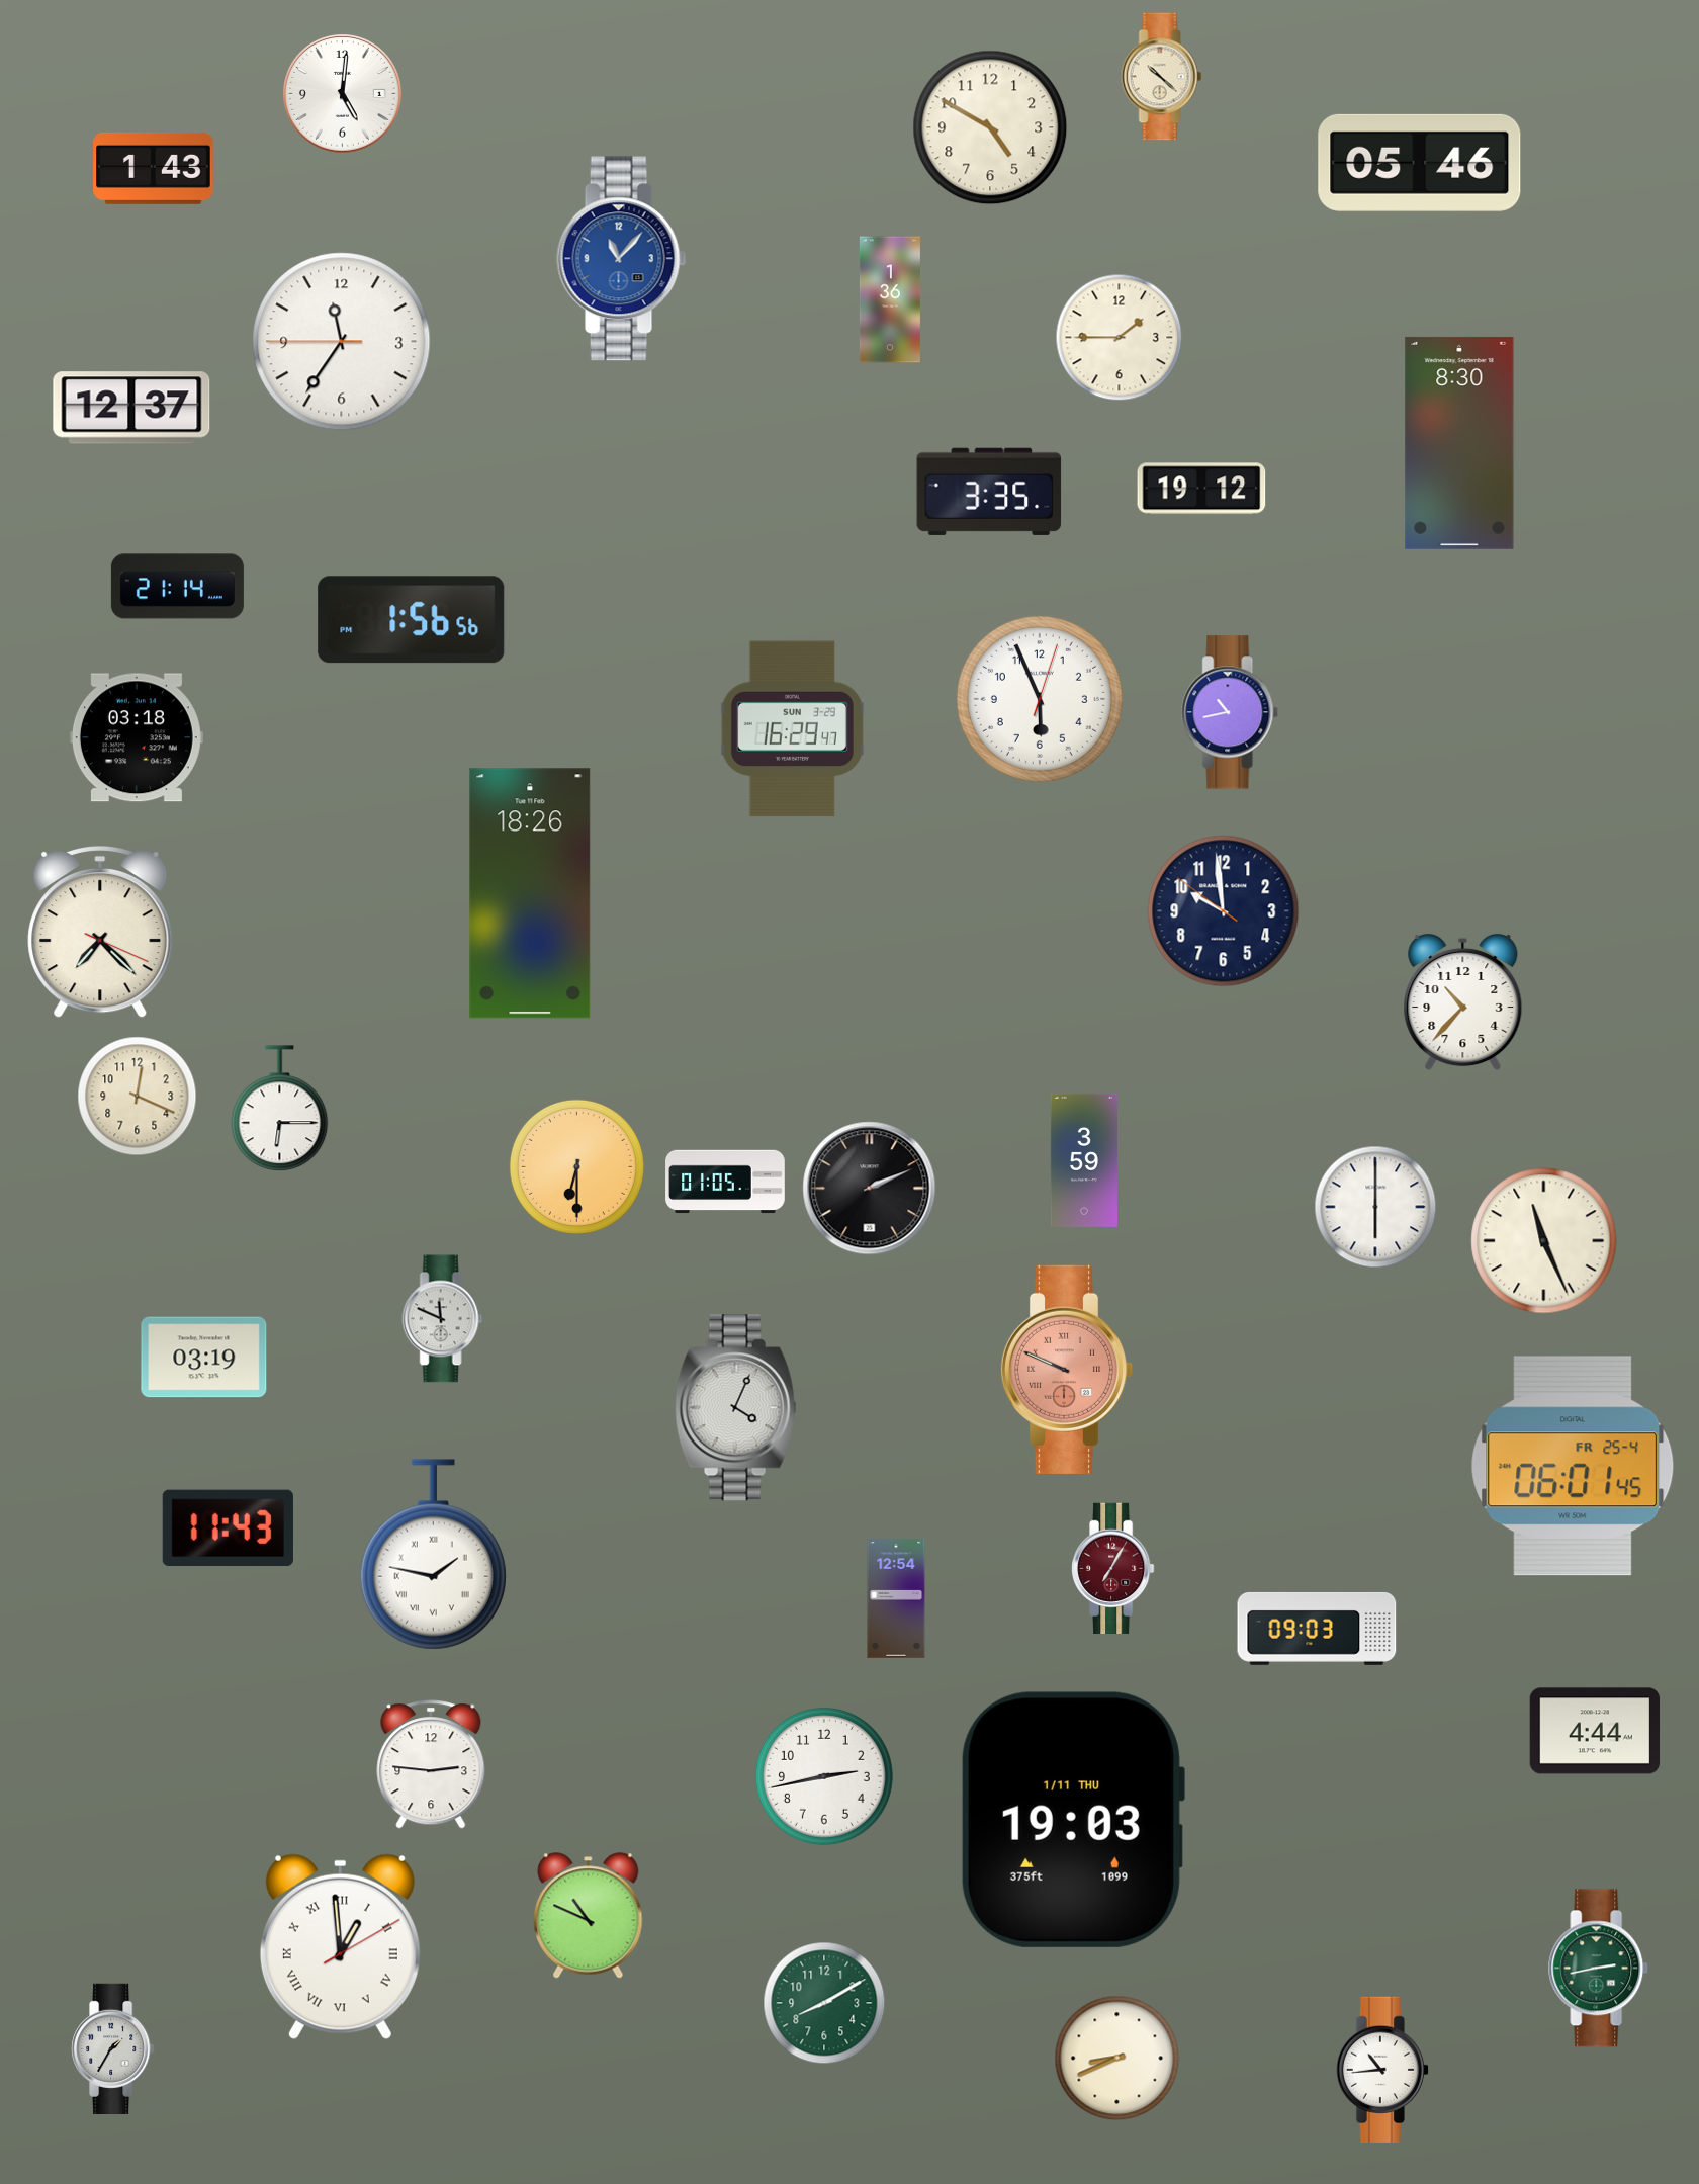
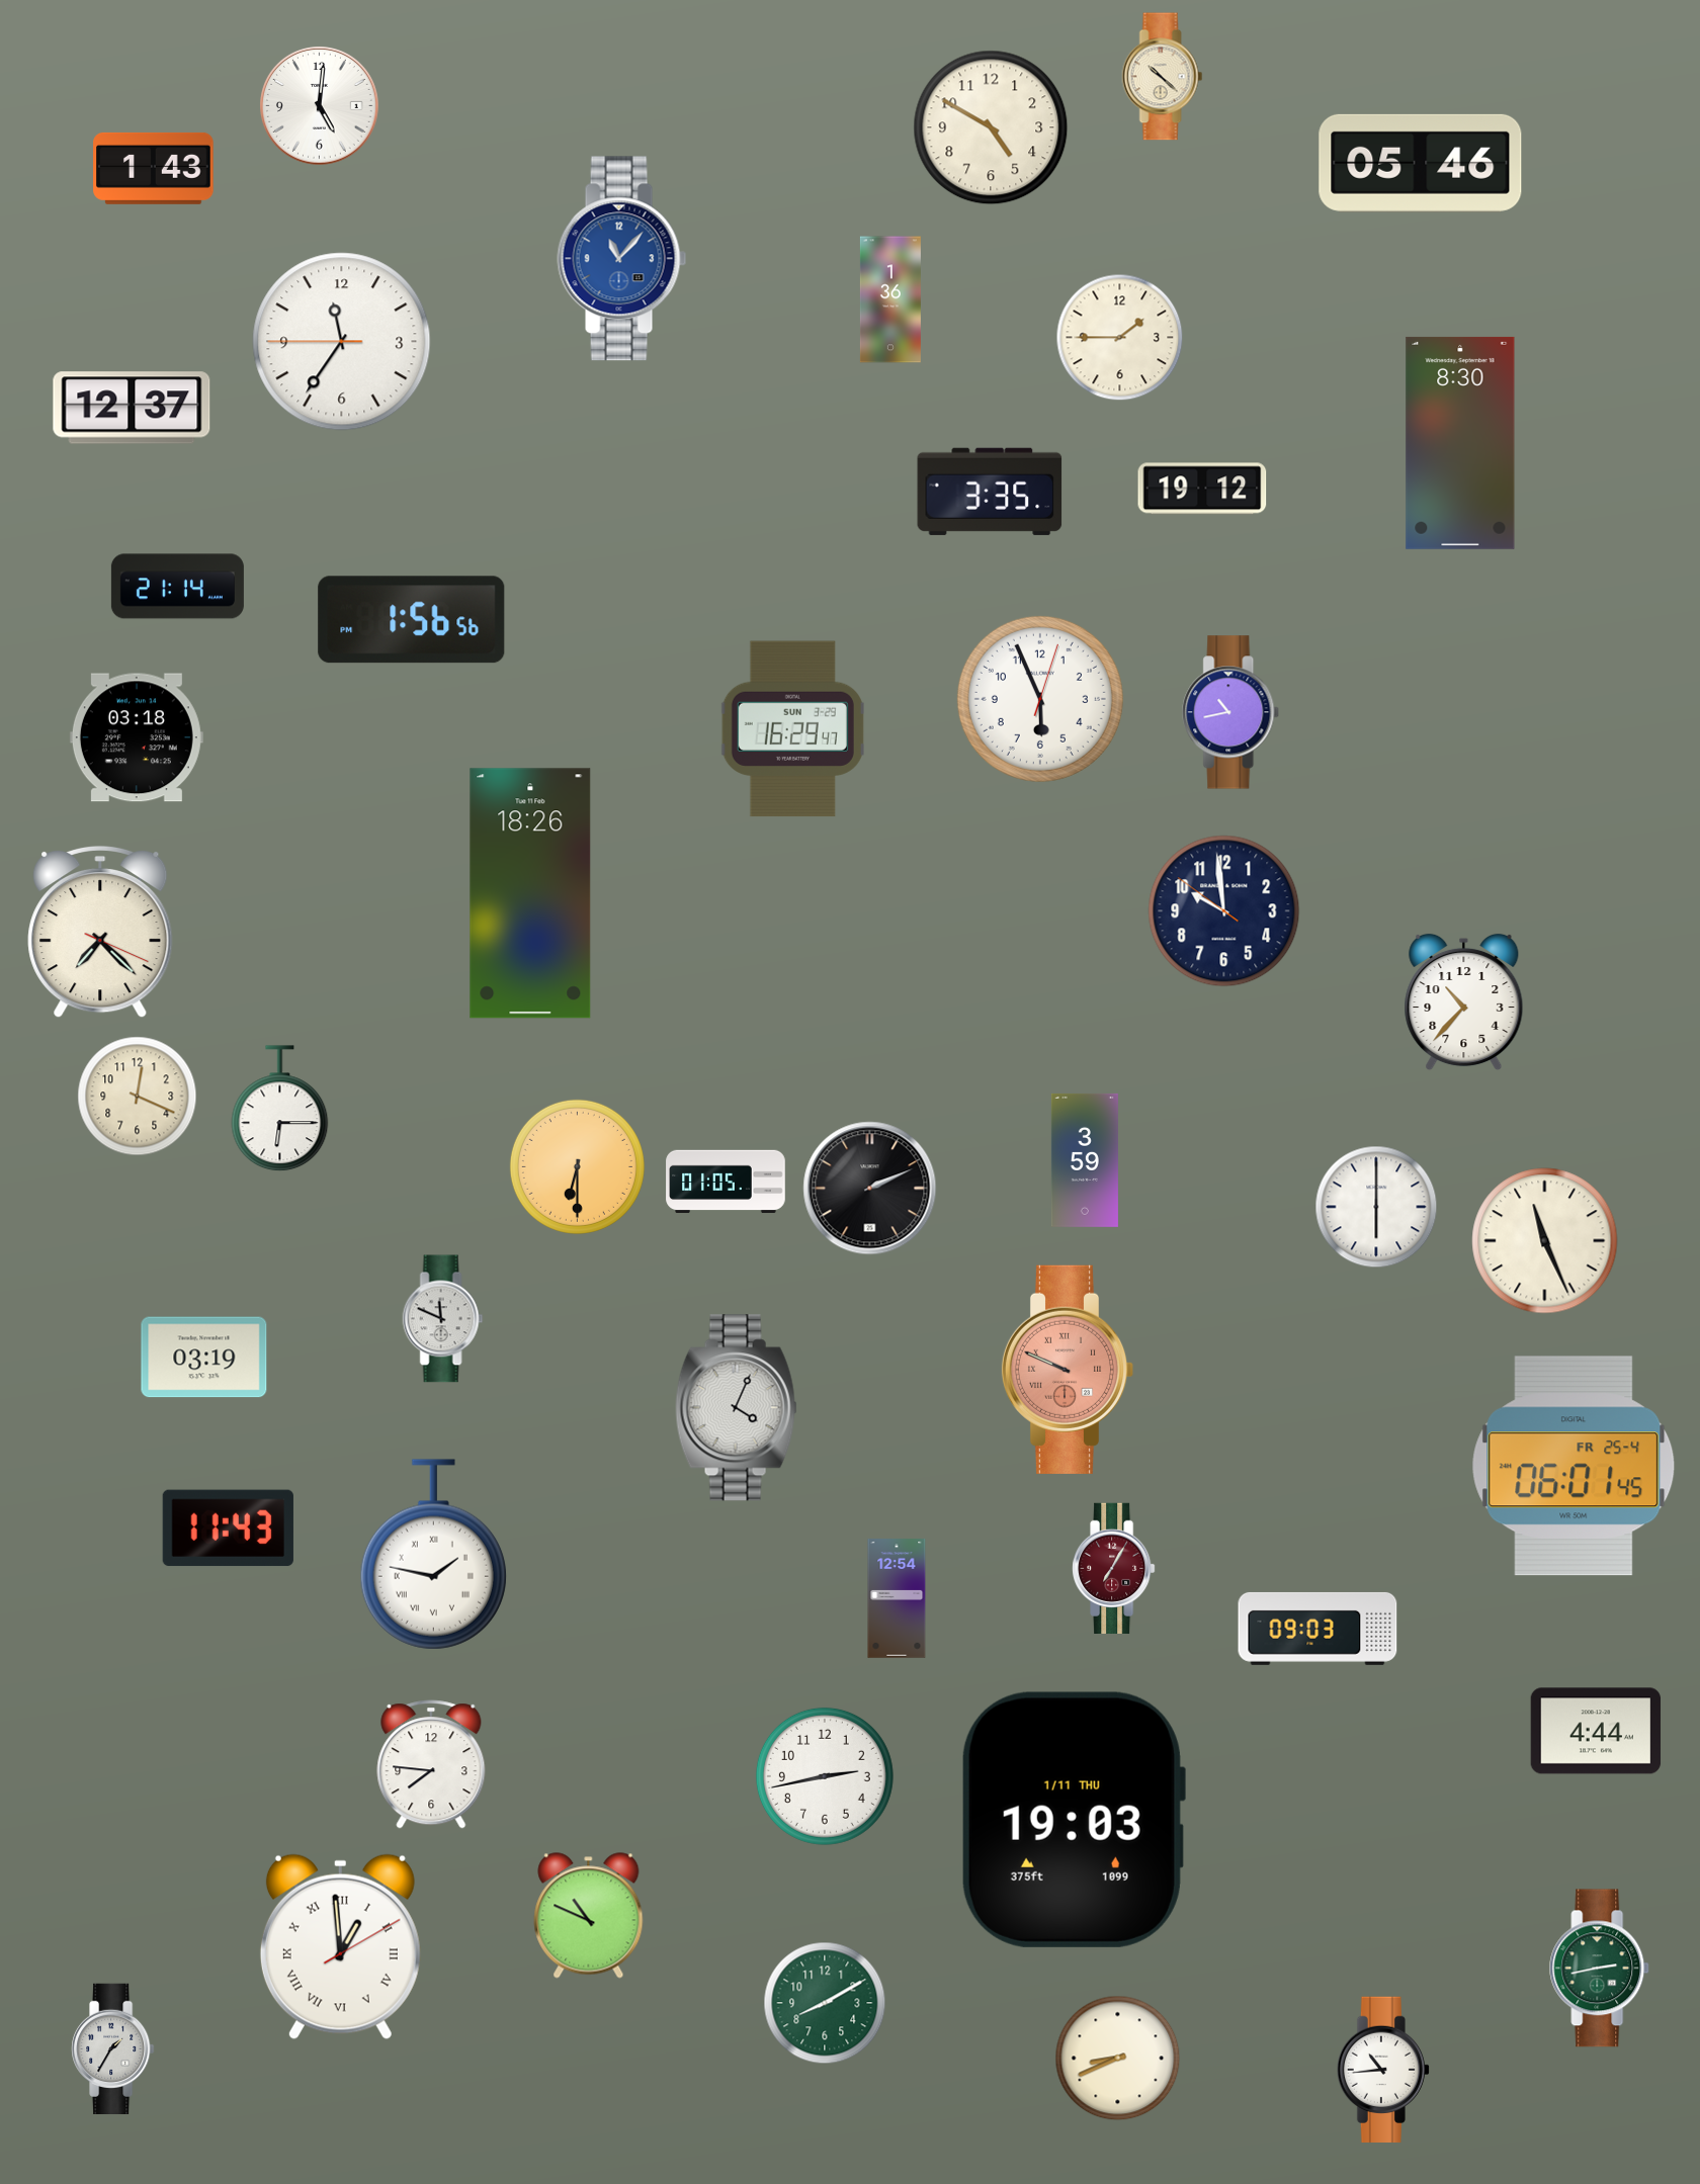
clock at (343, 94) position: (343, 94) -> (320, 106)
clock at (431, 1764): 2:46 -> 7:46
